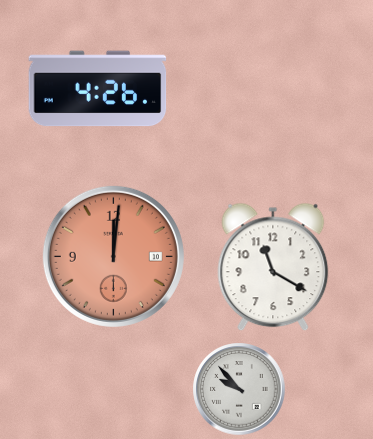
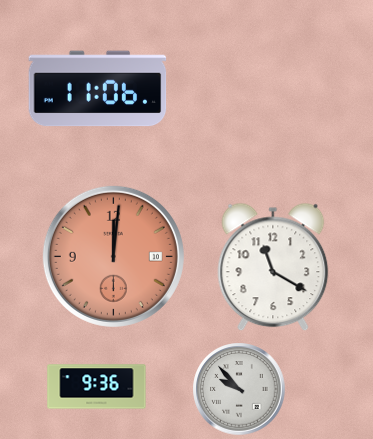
clock at (98, 89): 4:26 -> 11:06
clock at (97, 387): none -> 9:36
